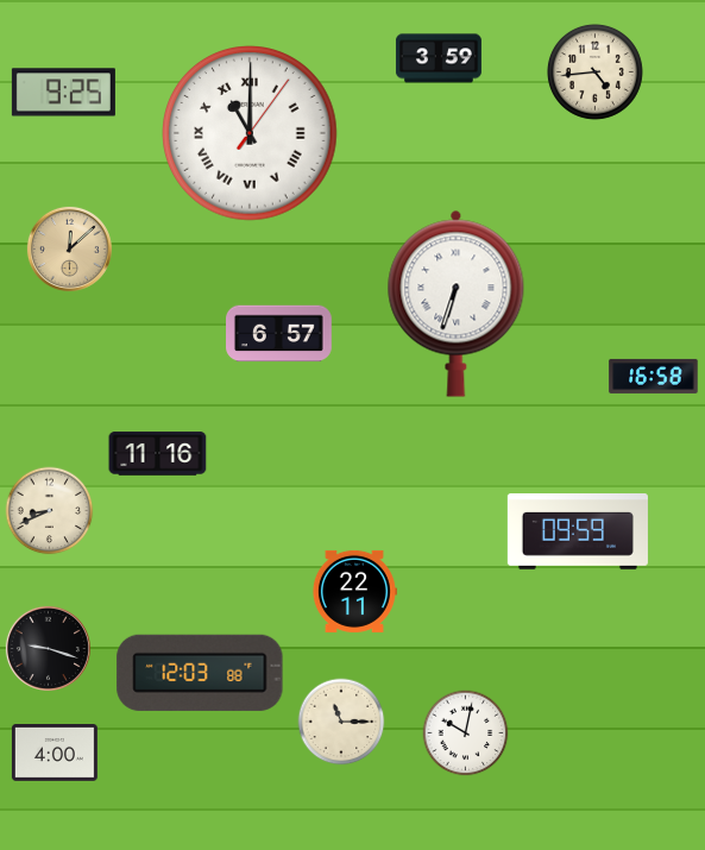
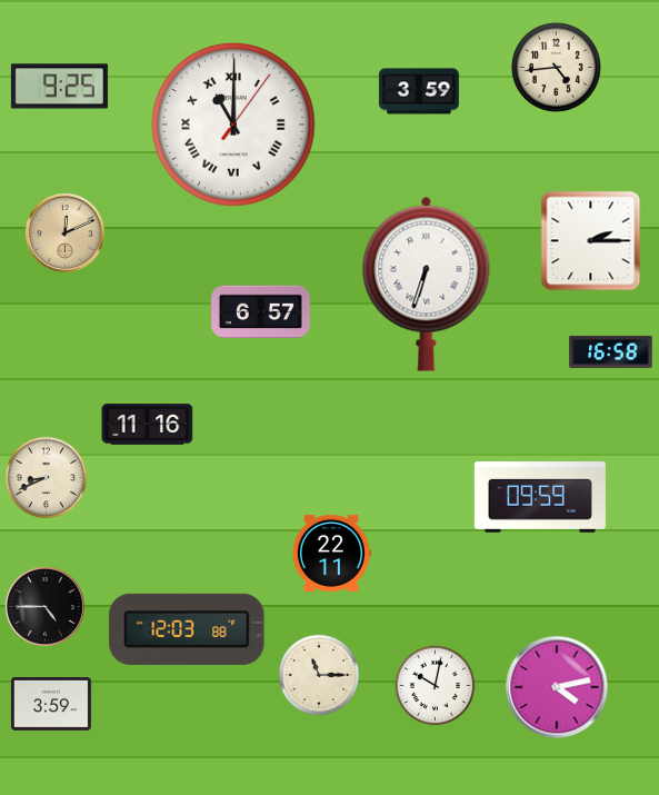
clock at (439, 58) position: (439, 58) -> (419, 91)
clock at (69, 248): 12:08 -> 12:11
clock at (591, 241): none -> 2:15
clock at (48, 648): 9:18 -> 4:45
clock at (557, 687): none -> 4:13
clock at (55, 754): 4:00 -> 3:59
